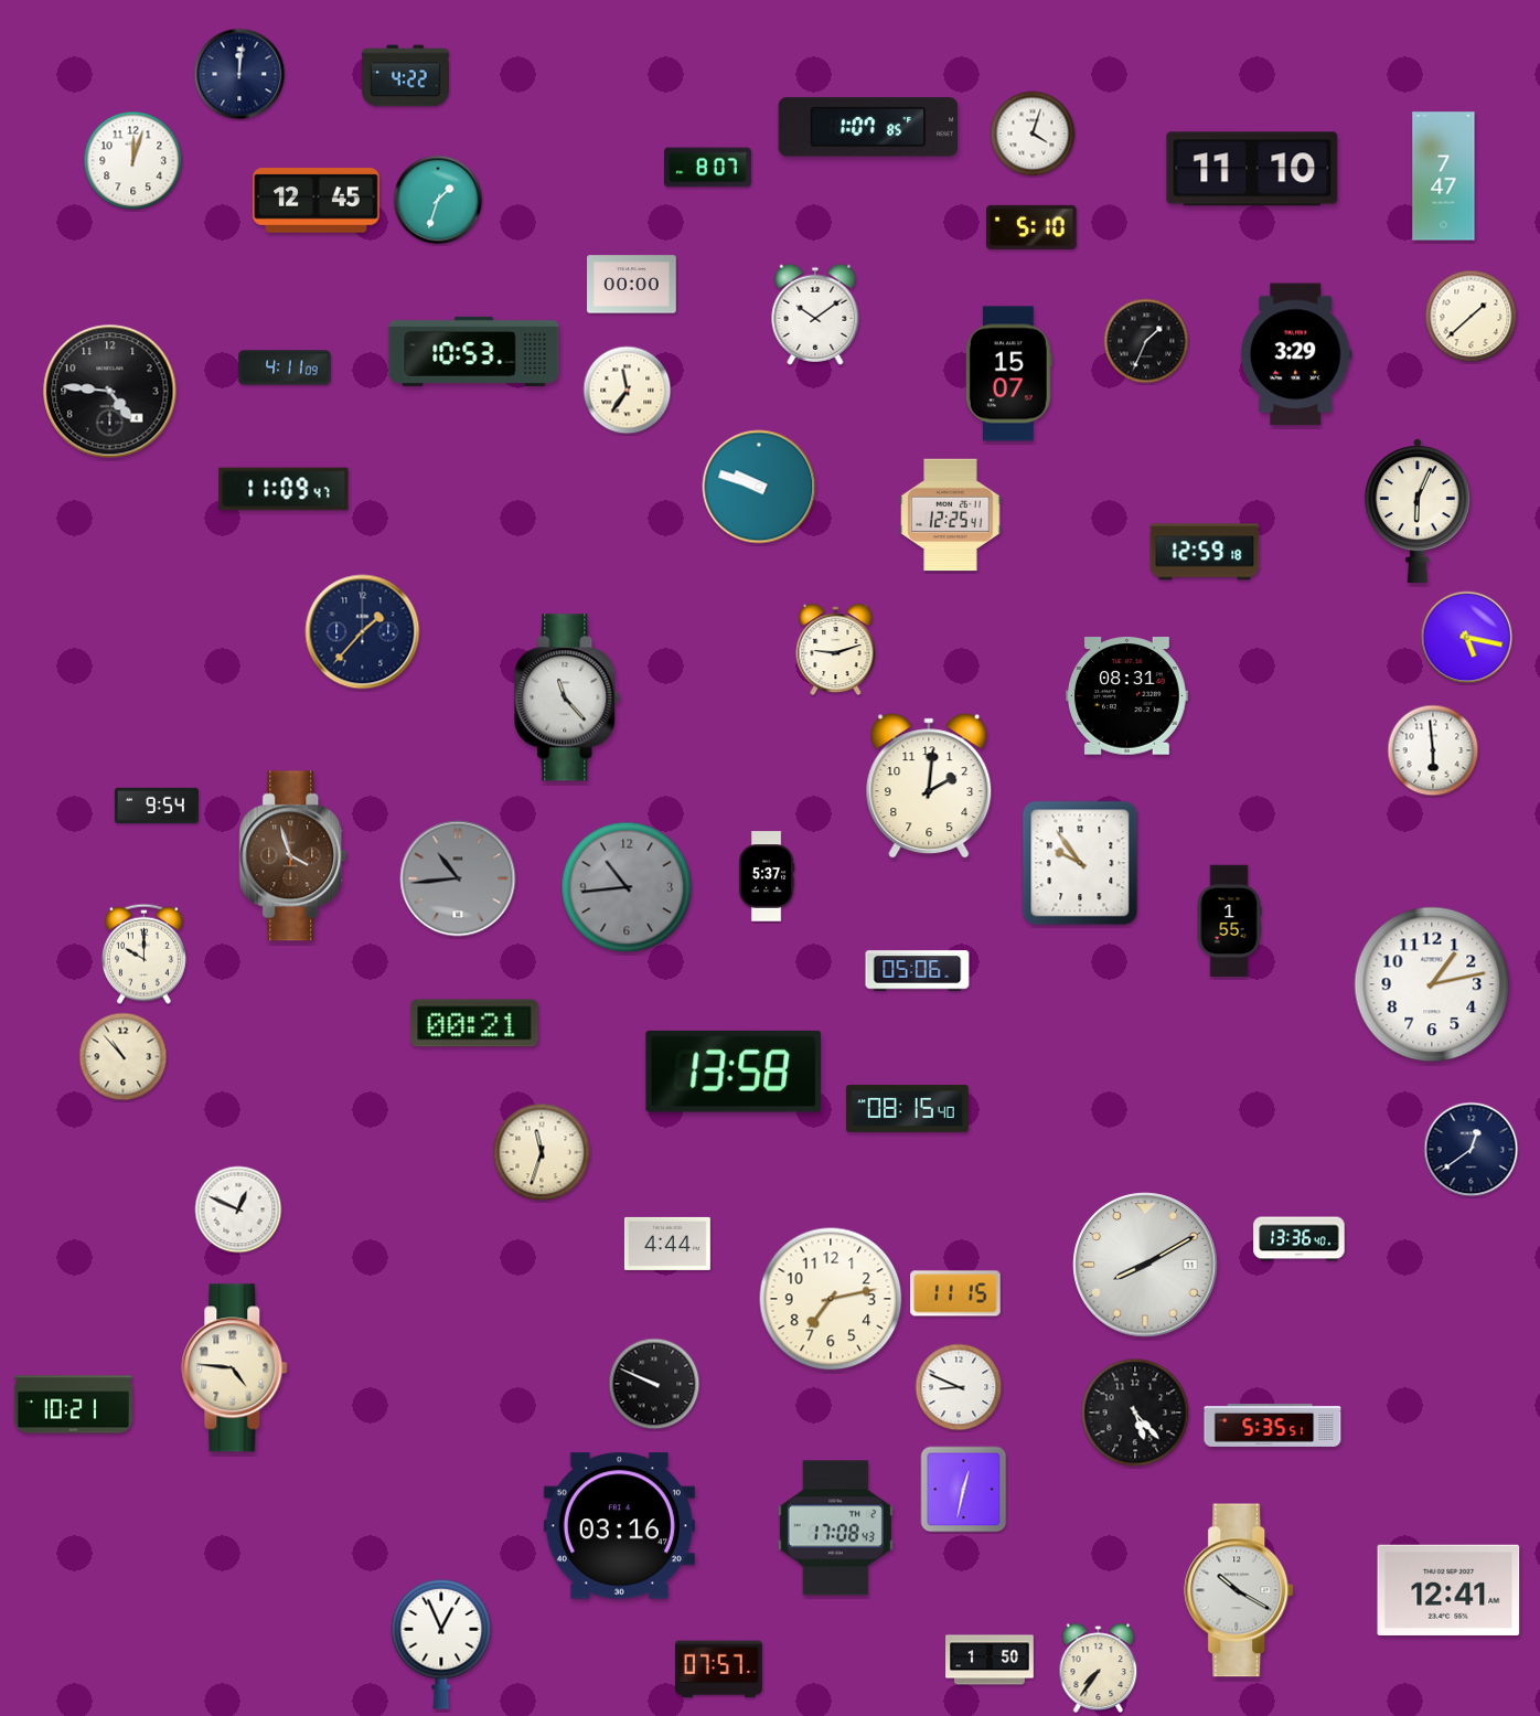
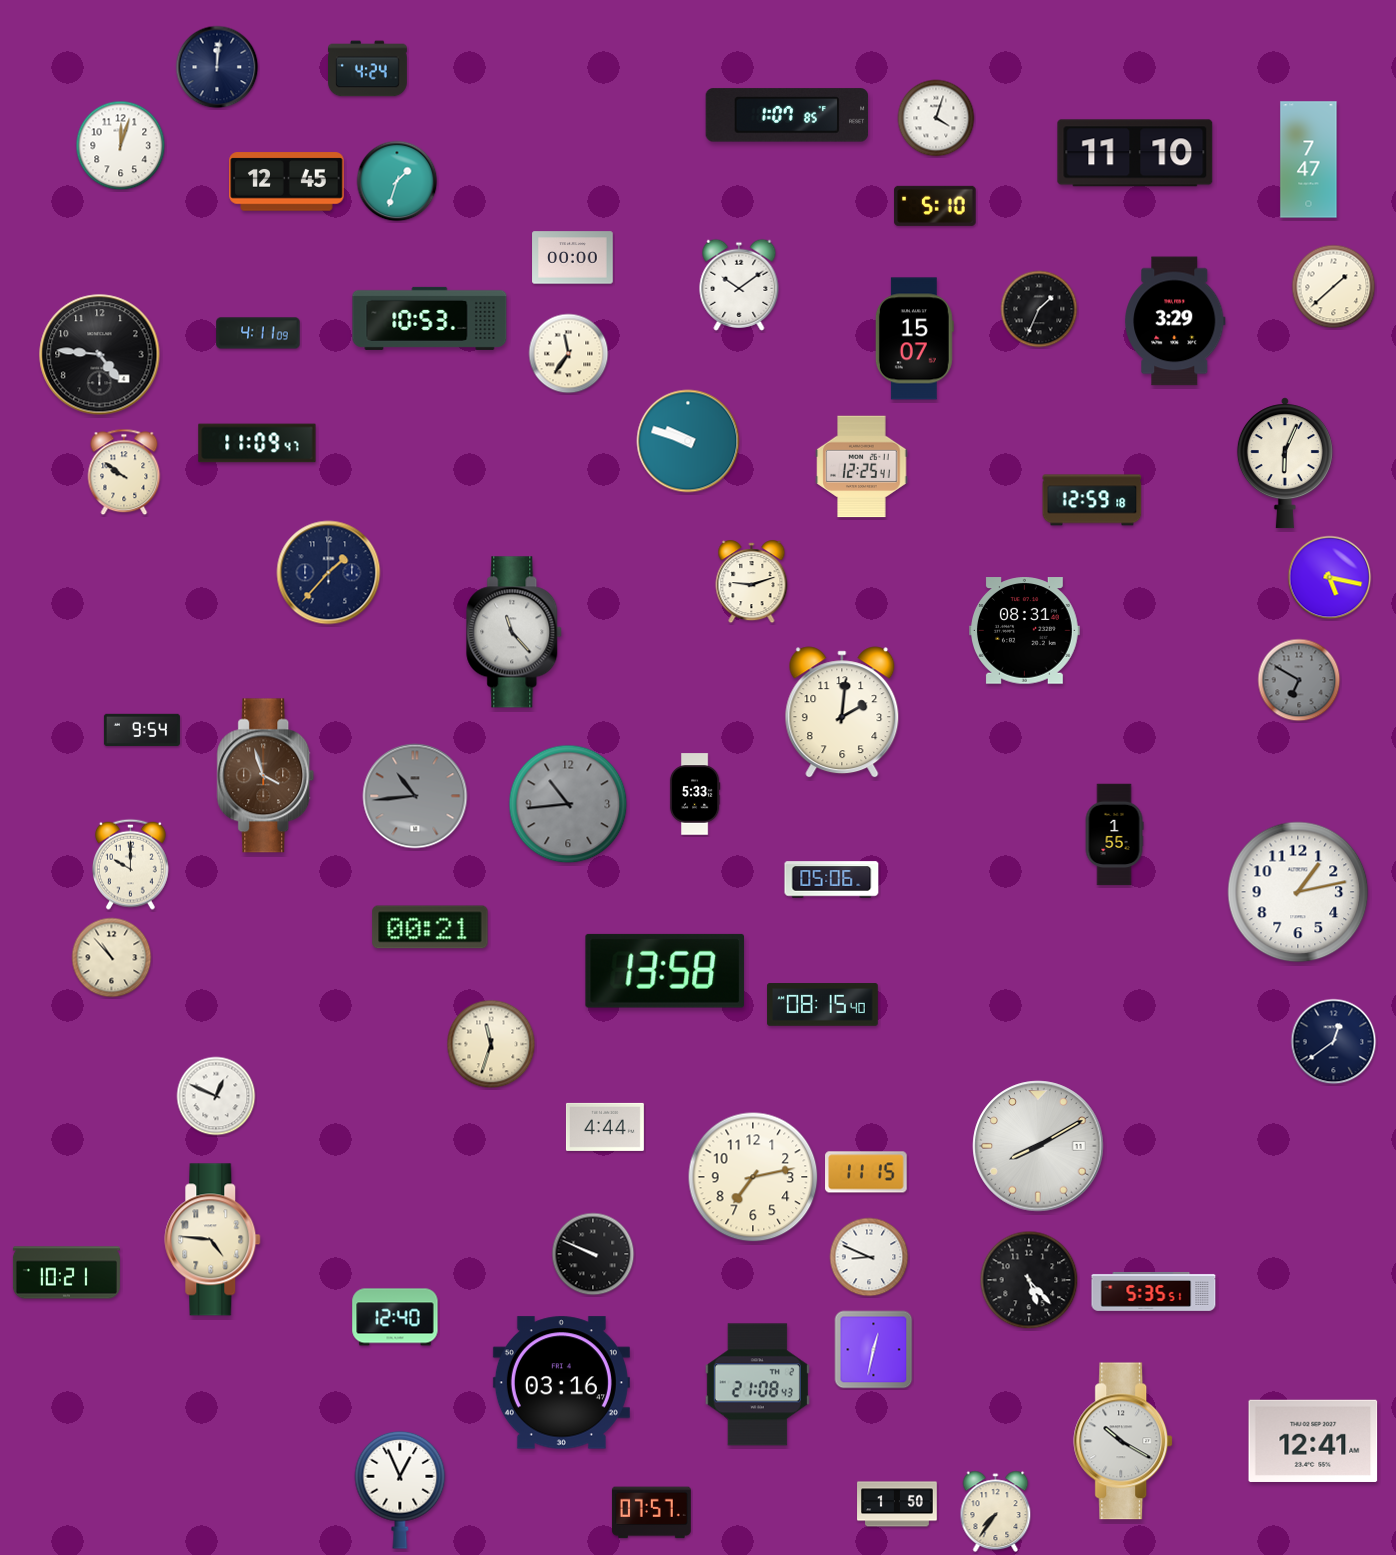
clock at (406, 76): 4:22 -> 4:24
clock at (1033, 134) position: (1033, 134) -> (936, 118)
clock at (708, 168): 8:07 -> none
clock at (124, 472): none -> 9:51
clock at (836, 650) position: (836, 650) -> (752, 582)
clock at (1127, 696) position: (1127, 696) -> (1025, 631)
clock at (1433, 750): 5:59 -> 6:50
clock at (1433, 750) dial: white -> grey
clock at (1080, 863): 9:54 -> none
clock at (767, 876): 5:37 -> 5:33
clock at (1300, 1239): 13:36 -> none
clock at (395, 1317): none -> 12:40
clock at (835, 1528): 17:08 -> 21:08
